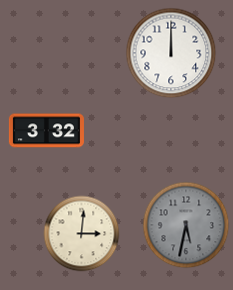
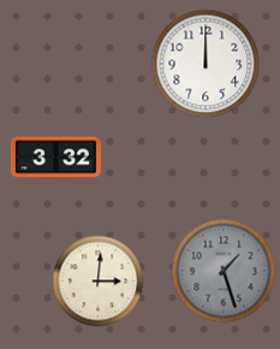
clock at (186, 225): 5:32 -> 1:27
